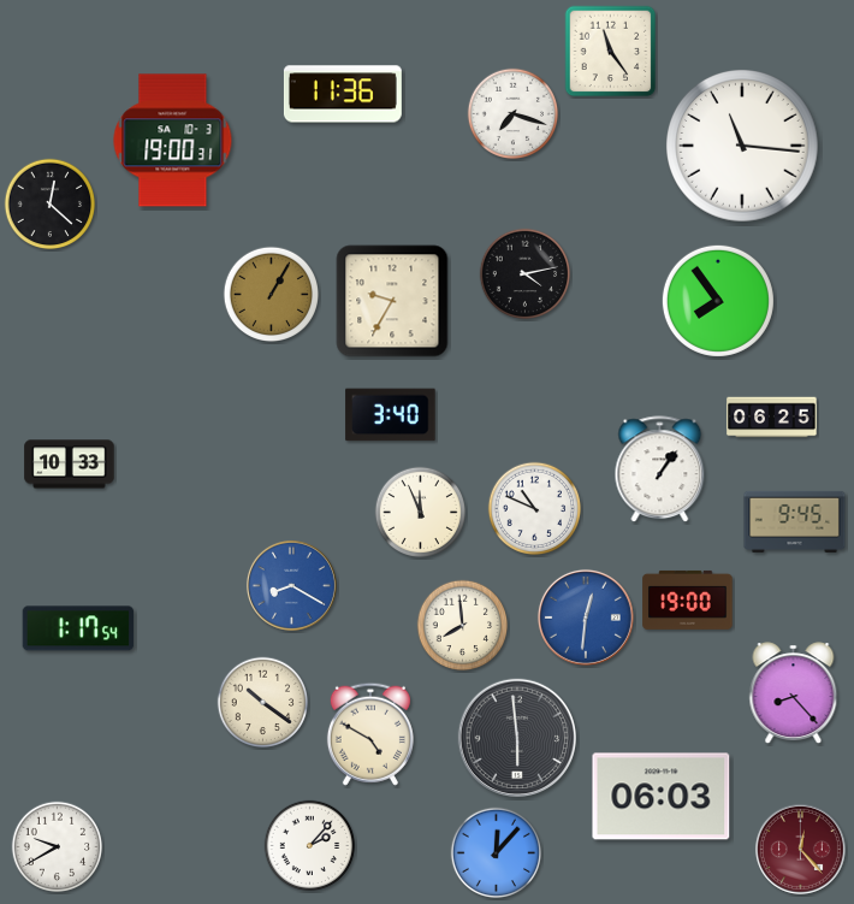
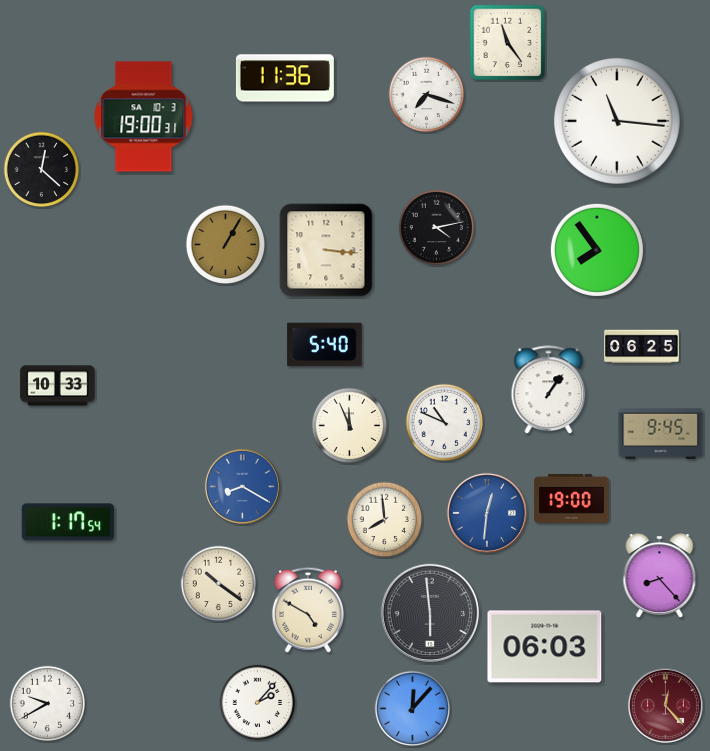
clock at (392, 301): 9:35 -> 3:16
clock at (391, 415): 3:40 -> 5:40
clock at (78, 628) position: (78, 628) -> (68, 522)
clock at (662, 797) position: (662, 797) -> (545, 647)
